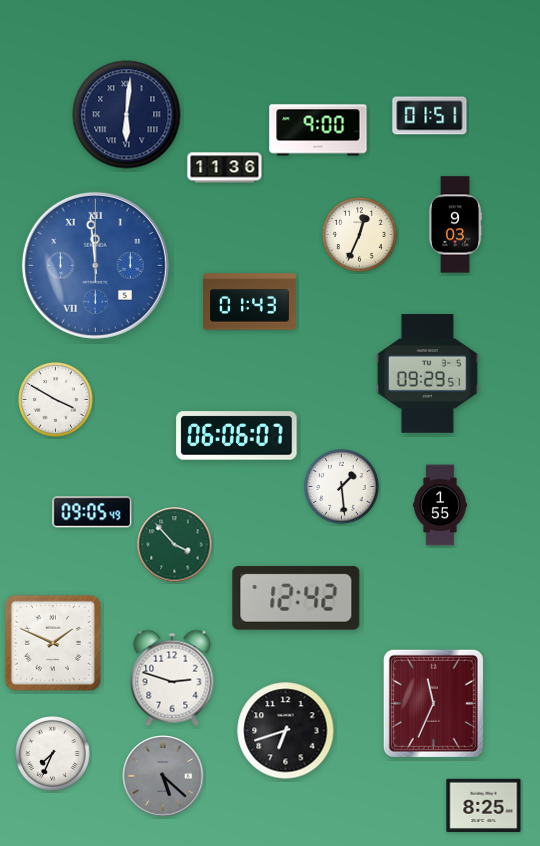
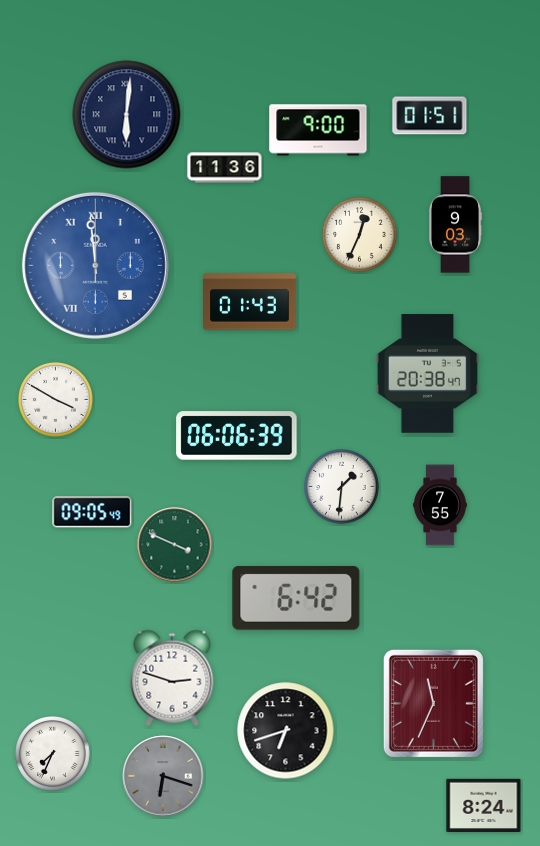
clock at (427, 374): 09:29 -> 20:38
clock at (237, 436): 06:06:07 -> 06:06:39
clock at (342, 487): 1:29 -> 1:31
clock at (440, 505): 1:55 -> 7:55
clock at (175, 545): 3:53 -> 3:49
clock at (296, 598): 12:42 -> 6:42
clock at (53, 643): 1:49 -> none
clock at (163, 776): 5:22 -> 6:18
clock at (484, 805): 8:25 -> 8:24
